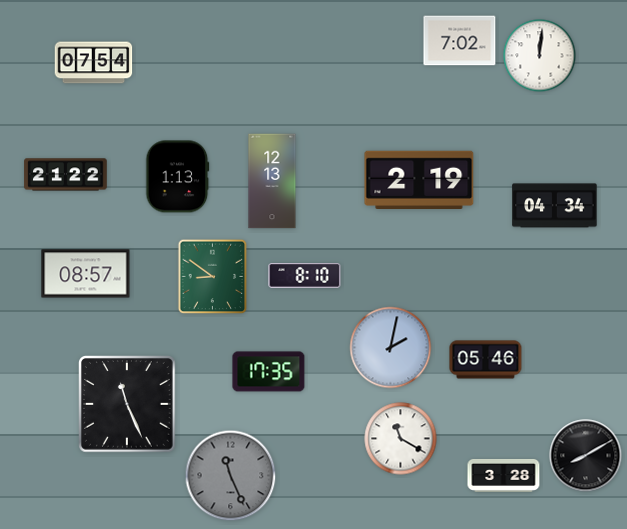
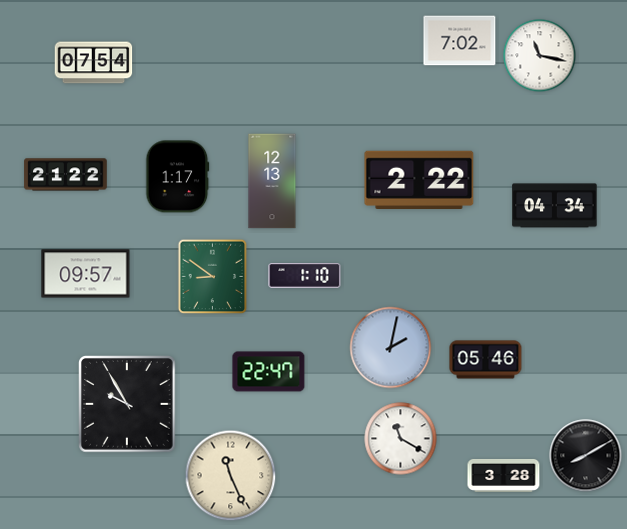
clock at (540, 56): 12:01 -> 11:17
clock at (178, 177): 1:13 -> 1:17
clock at (419, 179): 2:19 -> 2:22
clock at (86, 274): 08:57 -> 09:57
clock at (305, 276): 8:10 -> 1:10
clock at (269, 372): 17:35 -> 22:47
clock at (128, 405): 11:26 -> 9:55
clock at (231, 476) dial: grey -> cream
